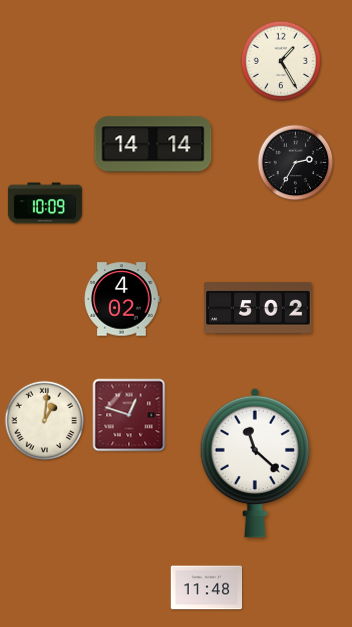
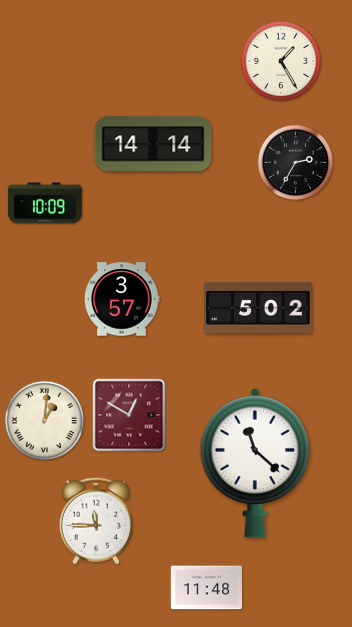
clock at (122, 299): 4:02 -> 3:57
clock at (129, 415): 12:48 -> 12:50
clock at (96, 521): none -> 11:45
